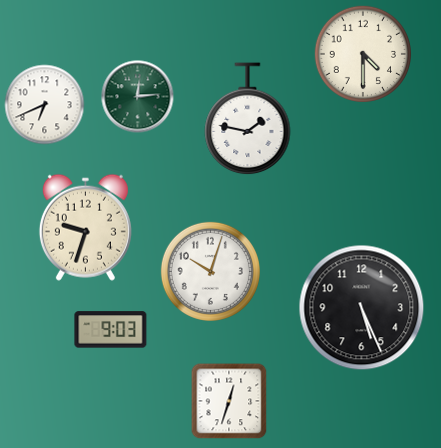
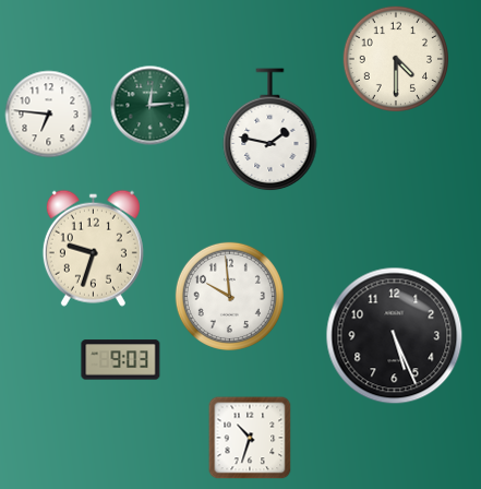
clock at (45, 105): 6:41 -> 6:46
clock at (210, 271): 10:03 -> 9:59
clock at (229, 401): 12:33 -> 10:33
